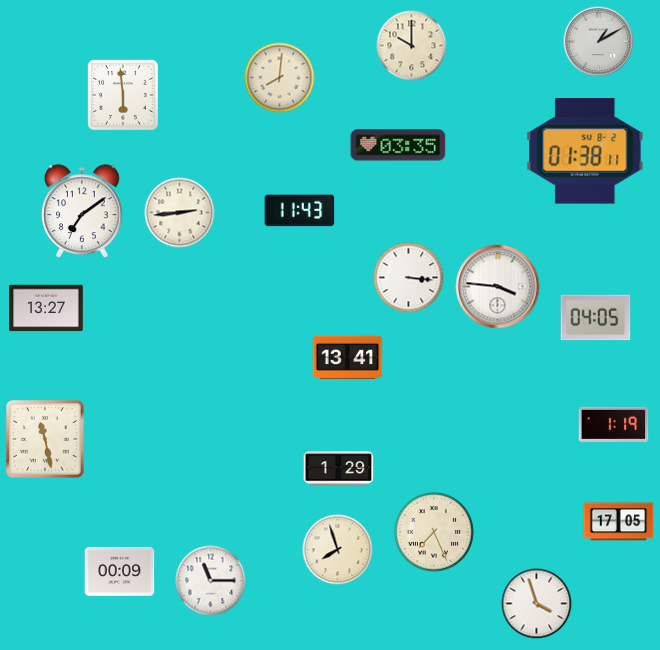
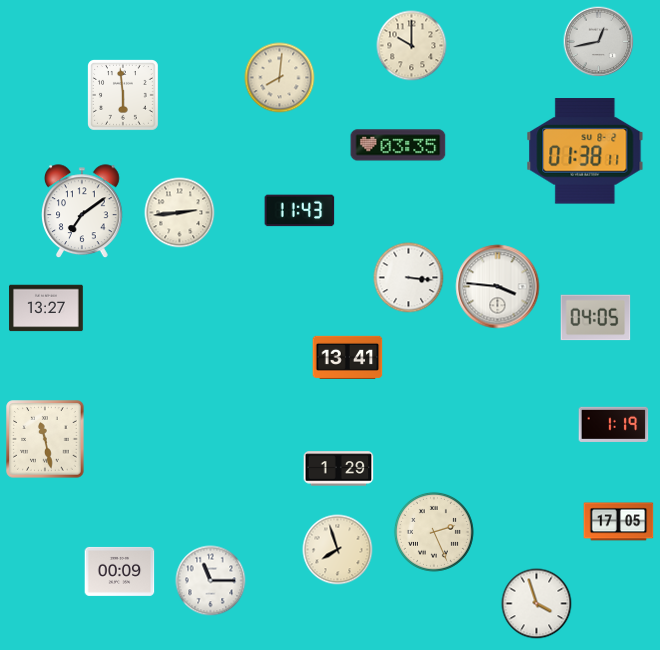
clock at (599, 42): 1:10 -> 12:43
clock at (434, 532): 7:26 -> 2:26
